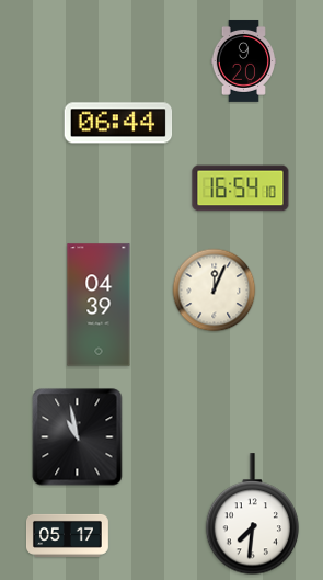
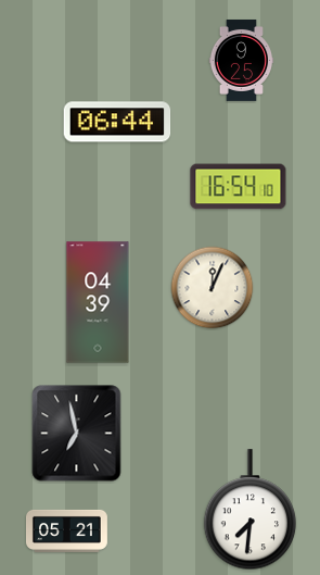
clock at (243, 60): 9:20 -> 9:25
clock at (78, 437): 10:58 -> 6:58
clock at (67, 535): 05:17 -> 05:21
